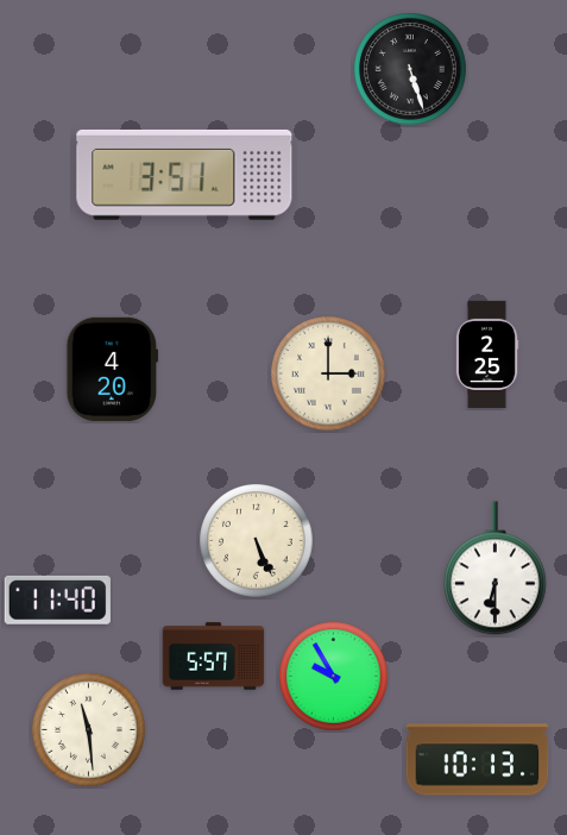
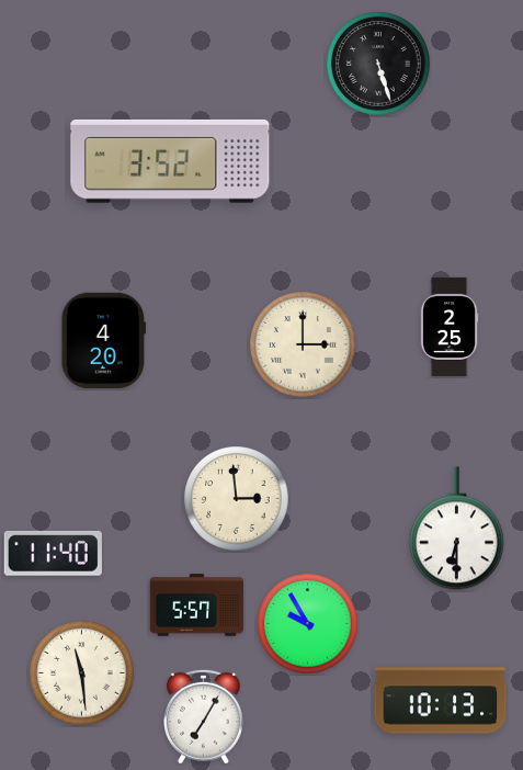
clock at (184, 175): 3:51 -> 3:52
clock at (257, 541): 5:26 -> 2:59
clock at (494, 569) position: (494, 569) -> (456, 529)
clock at (204, 716): none -> 7:05
